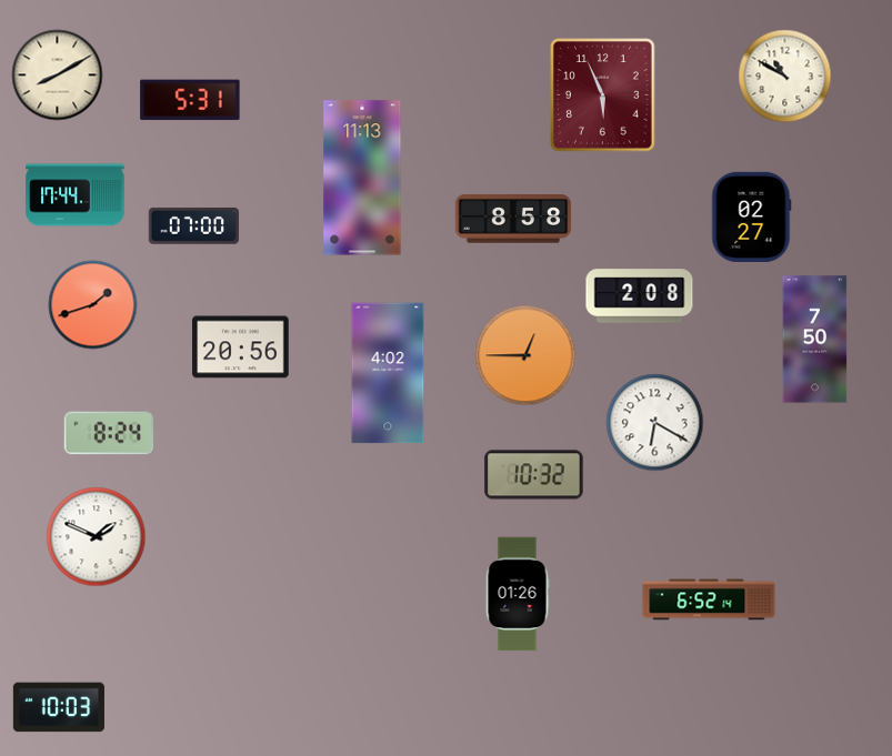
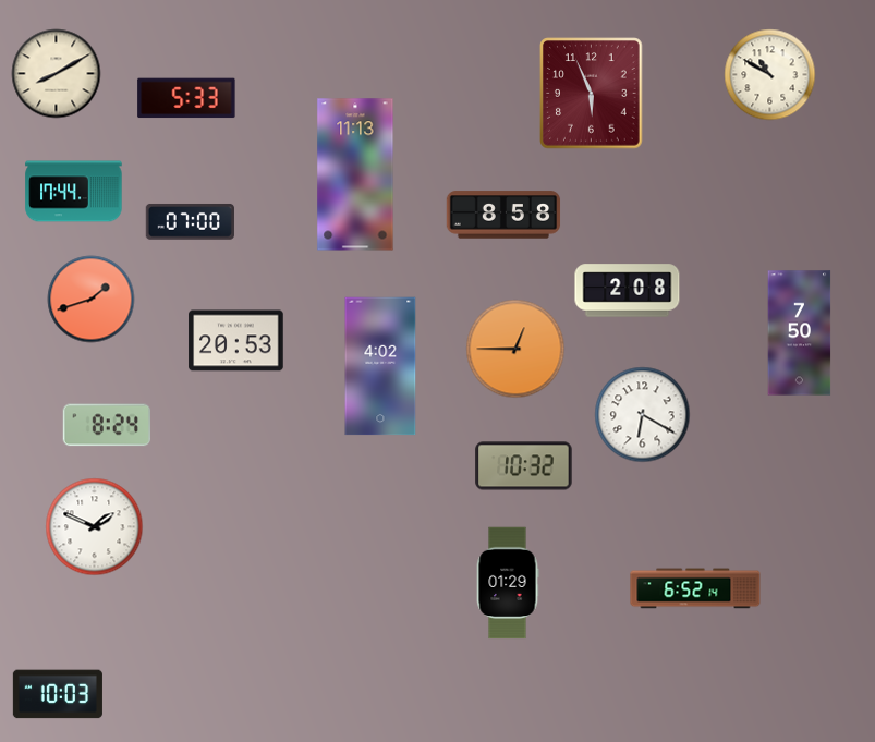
clock at (190, 100): 5:31 -> 5:33
clock at (752, 216): 02:27 -> none
clock at (241, 347): 20:56 -> 20:53
clock at (518, 594): 01:26 -> 01:29
